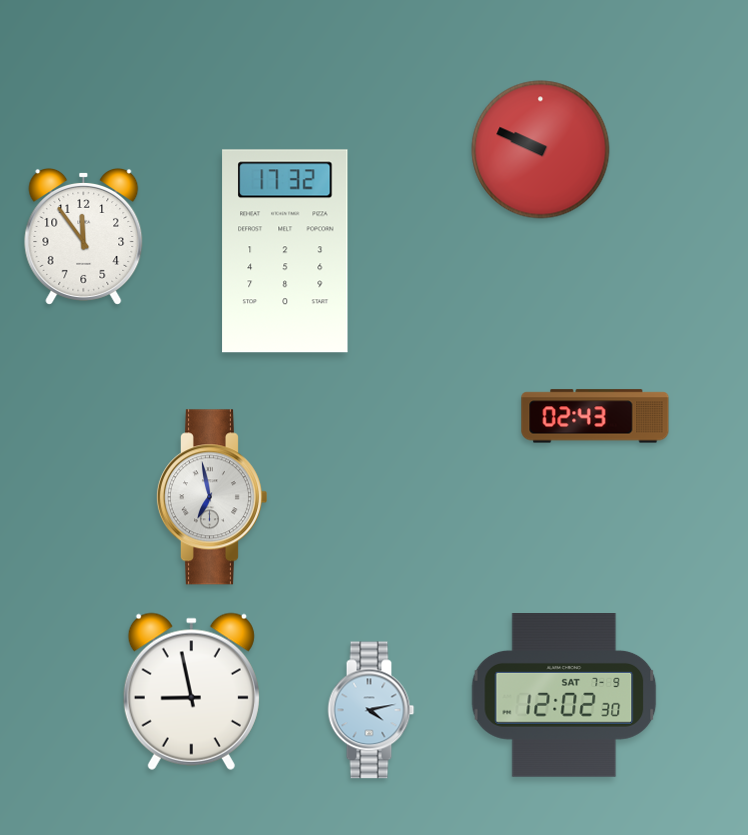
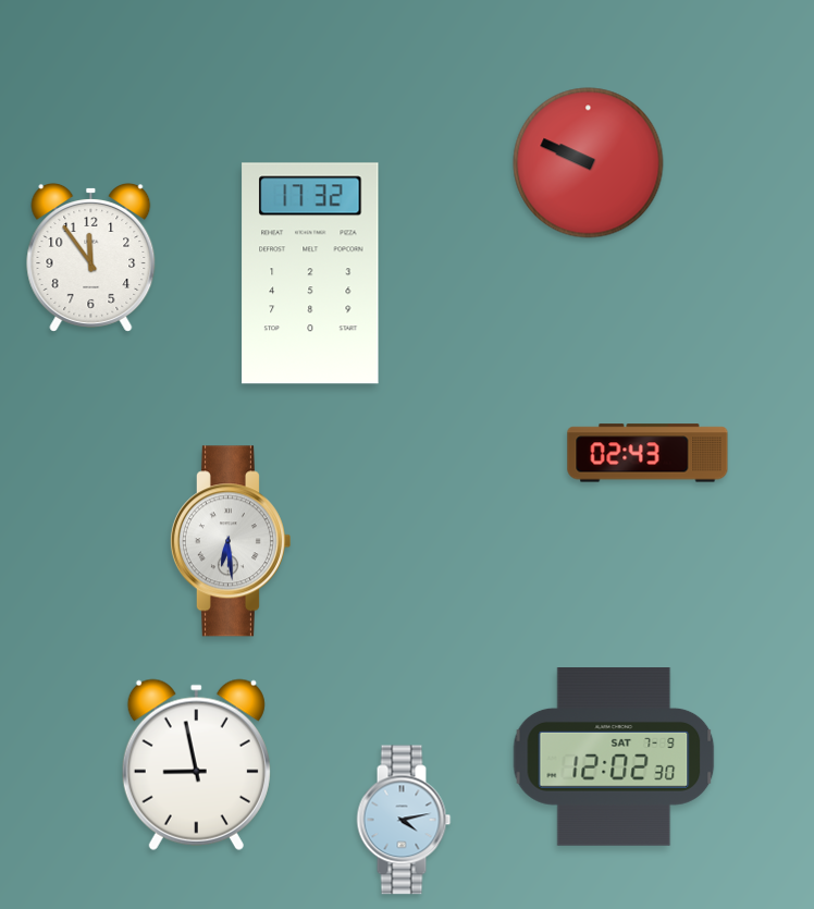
clock at (211, 497): 6:58 -> 6:29
clock at (191, 691) position: (191, 691) -> (196, 764)
clock at (371, 710) position: (371, 710) -> (404, 820)
